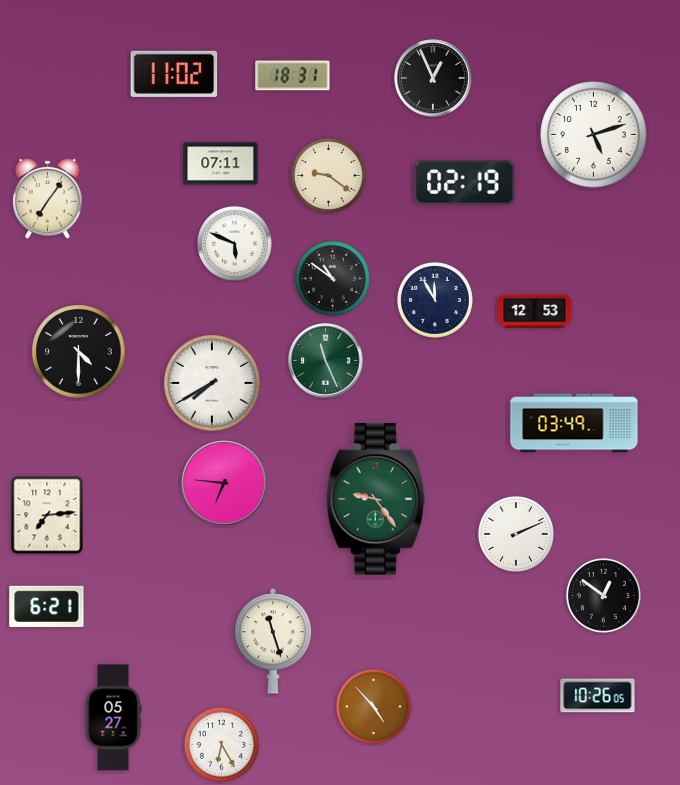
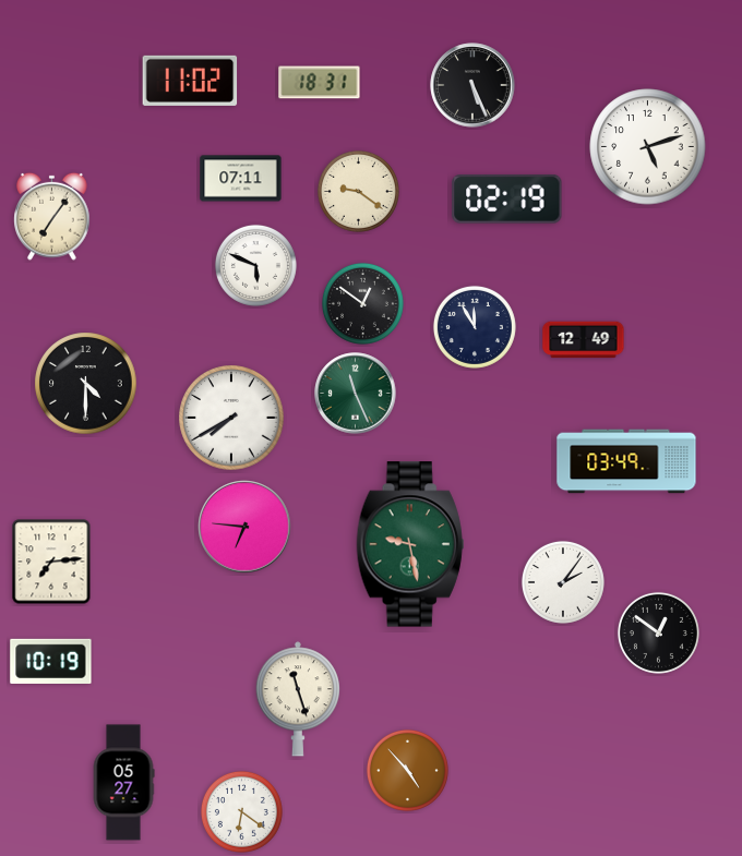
clock at (433, 78): 12:56 -> 5:26
clock at (332, 278): 10:51 -> 12:51
clock at (535, 312): 12:53 -> 12:49
clock at (376, 499): 9:24 -> 9:28
clock at (516, 534): 2:11 -> 2:06
clock at (603, 595) position: (603, 595) -> (658, 632)
clock at (47, 606): 6:21 -> 10:19
clock at (598, 696): 10:26 -> none
clock at (221, 744): 6:25 -> 6:21
